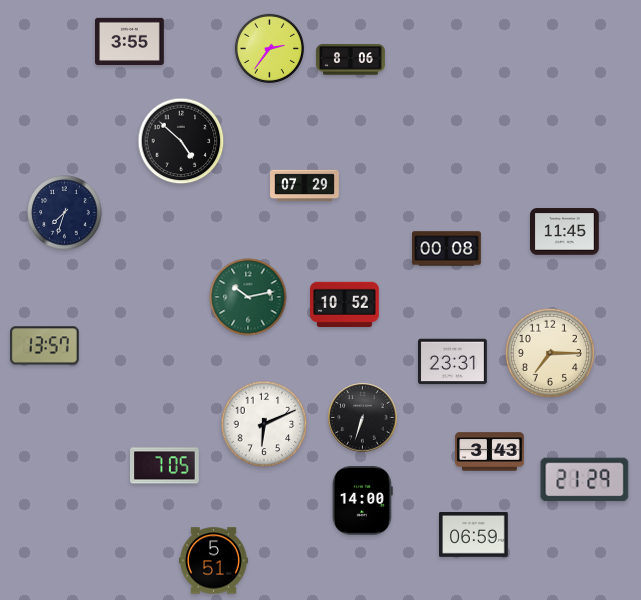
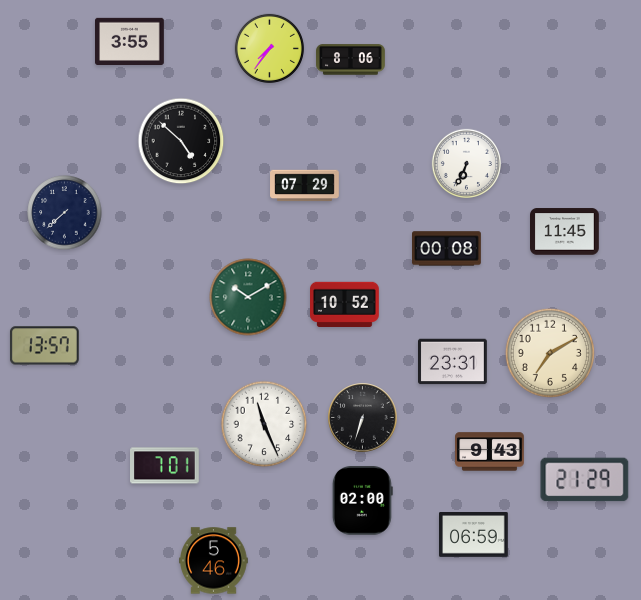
clock at (269, 48): 2:36 -> 7:36
clock at (466, 163): none -> 6:34
clock at (65, 213): 7:33 -> 7:38
clock at (248, 297): 10:13 -> 10:10
clock at (550, 353): 7:15 -> 7:10
clock at (264, 424): 6:11 -> 11:26
clock at (490, 452): 3:43 -> 9:43
clock at (165, 466): 7:05 -> 7:01
clock at (362, 501): 14:00 -> 02:00
clock at (214, 561): 5:51 -> 5:46
